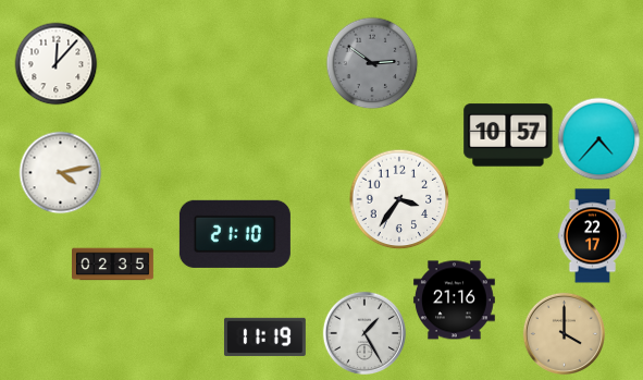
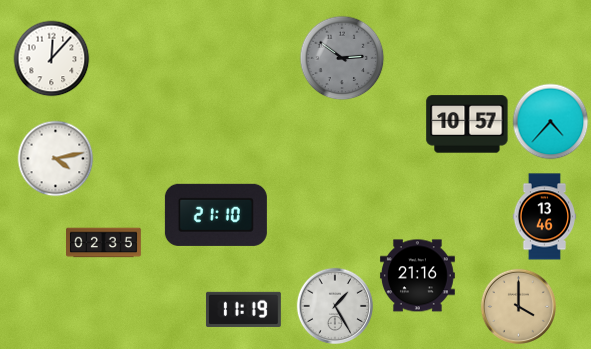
clock at (599, 139) position: (599, 139) -> (551, 122)
clock at (399, 199): 3:36 -> none
clock at (593, 236): 22:17 -> 13:46
